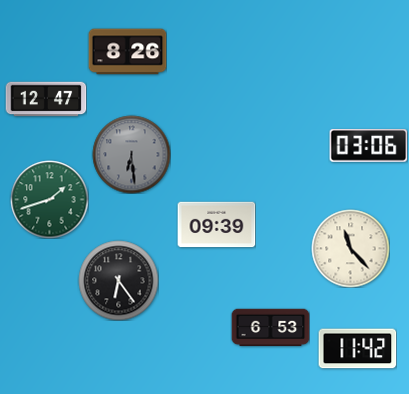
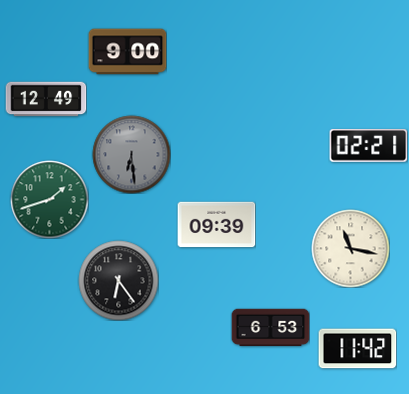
clock at (127, 52): 8:26 -> 9:00
clock at (46, 99): 12:47 -> 12:49
clock at (368, 146): 03:06 -> 02:21
clock at (350, 248): 11:23 -> 11:17
